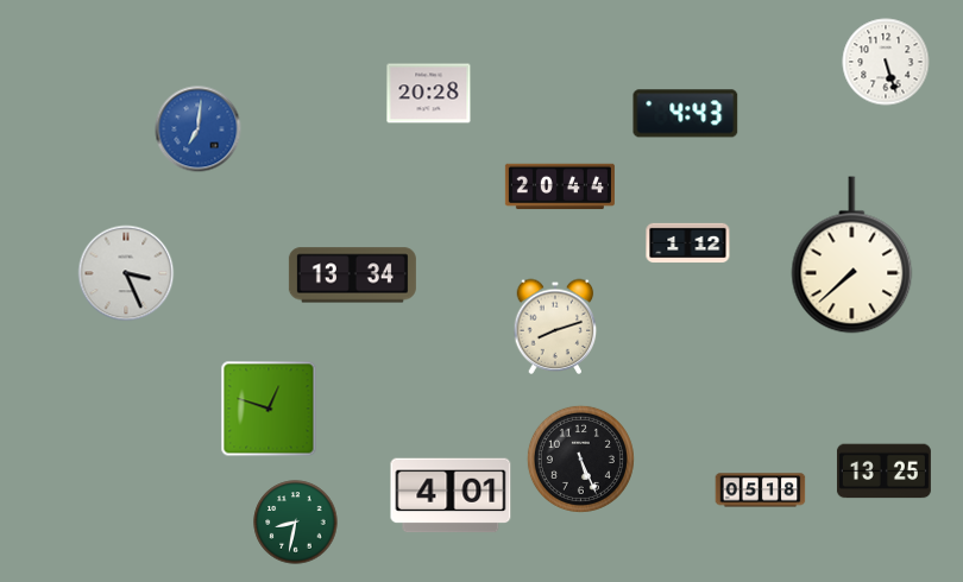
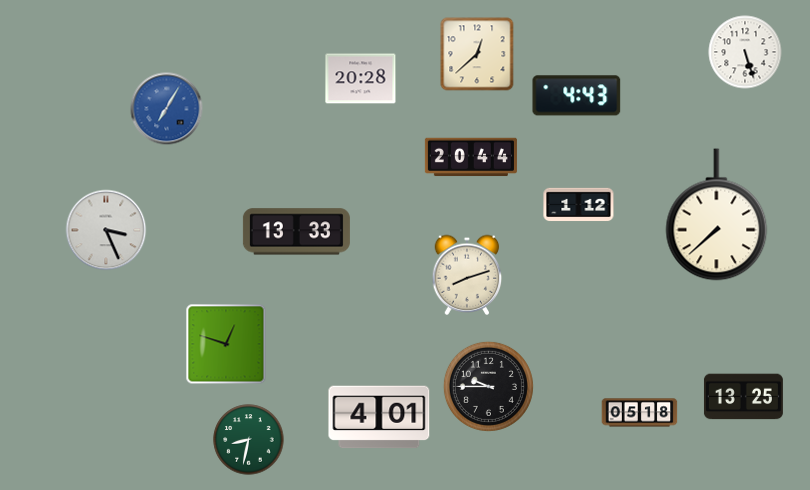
clock at (477, 54): none -> 12:38
clock at (199, 129): 7:01 -> 7:05
clock at (352, 276): 13:34 -> 13:33
clock at (580, 458): 5:26 -> 9:45
